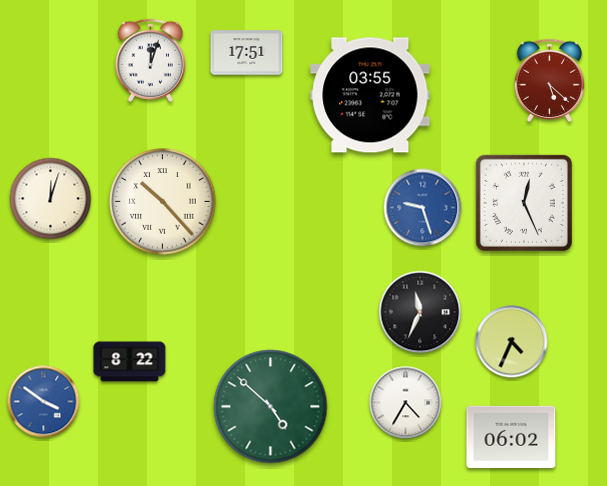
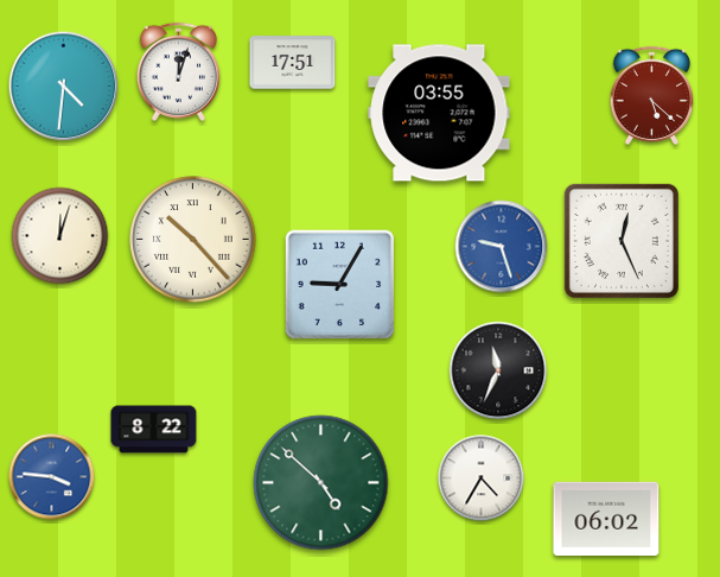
clock at (64, 87): none -> 4:31
clock at (340, 285): none -> 9:05
clock at (512, 342): 4:34 -> none
clock at (44, 402): 3:51 -> 3:46
